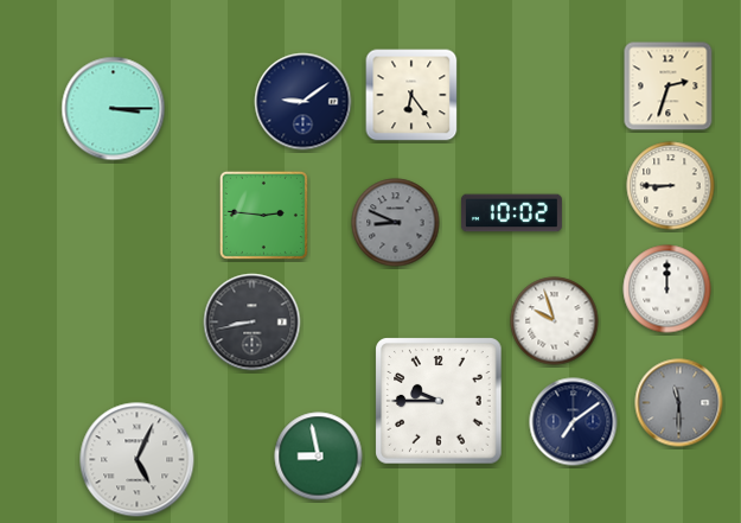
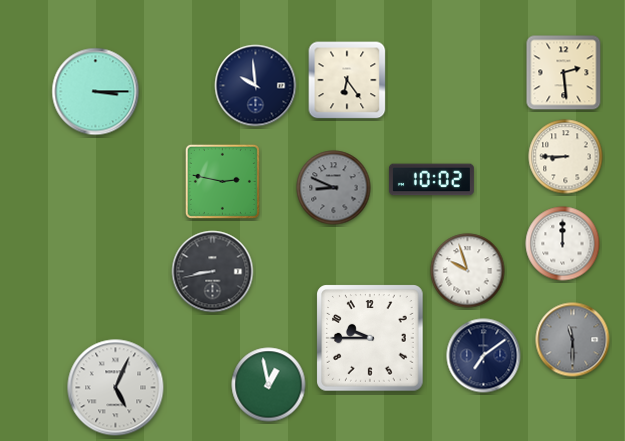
clock at (669, 87): 2:33 -> 2:29
clock at (304, 102): 9:09 -> 9:59
clock at (263, 215): 2:46 -> 2:47
clock at (319, 457): 8:58 -> 12:58
